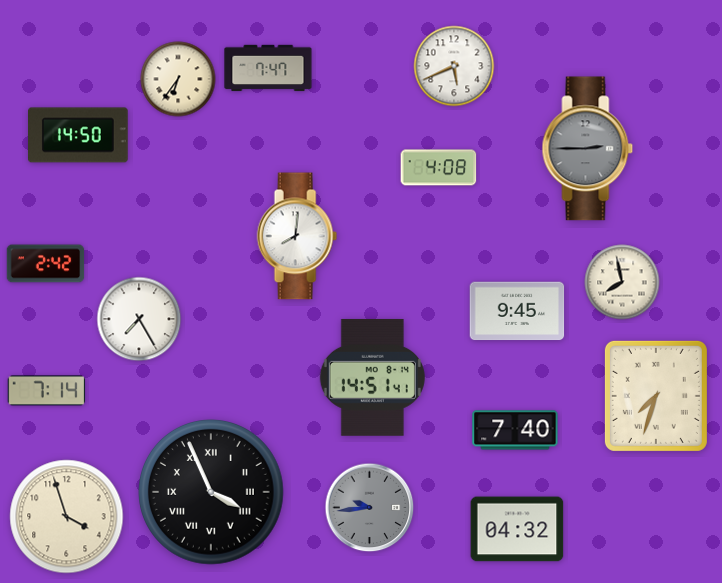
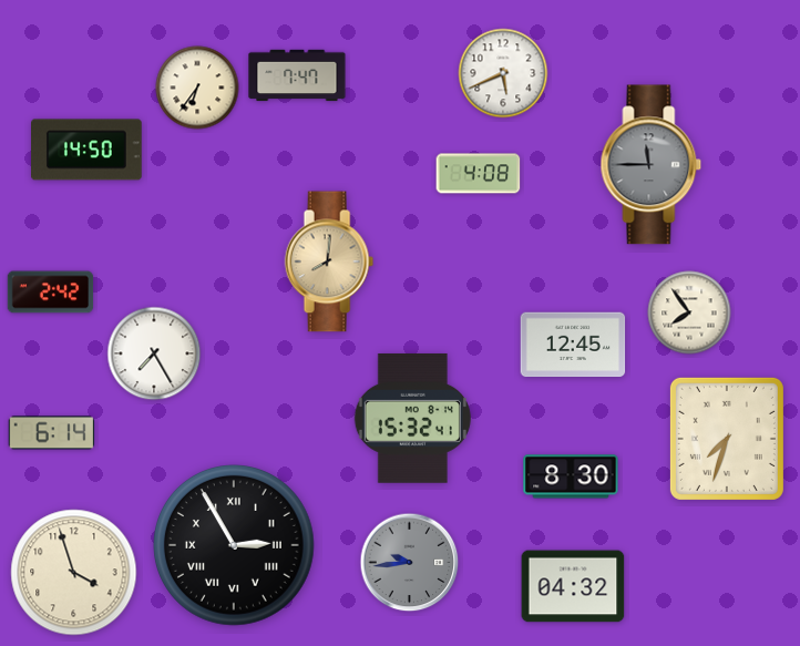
clock at (588, 149): 2:45 -> 11:45
clock at (439, 168) position: (439, 168) -> (479, 174)
clock at (297, 236) dial: white -> champagne
clock at (622, 282): 7:58 -> 7:54
clock at (517, 311): 9:45 -> 12:45
clock at (372, 377): 14:51 -> 15:32
clock at (47, 391): 7:14 -> 6:14
clock at (515, 430): 7:40 -> 8:30
clock at (211, 492): 3:56 -> 2:55
